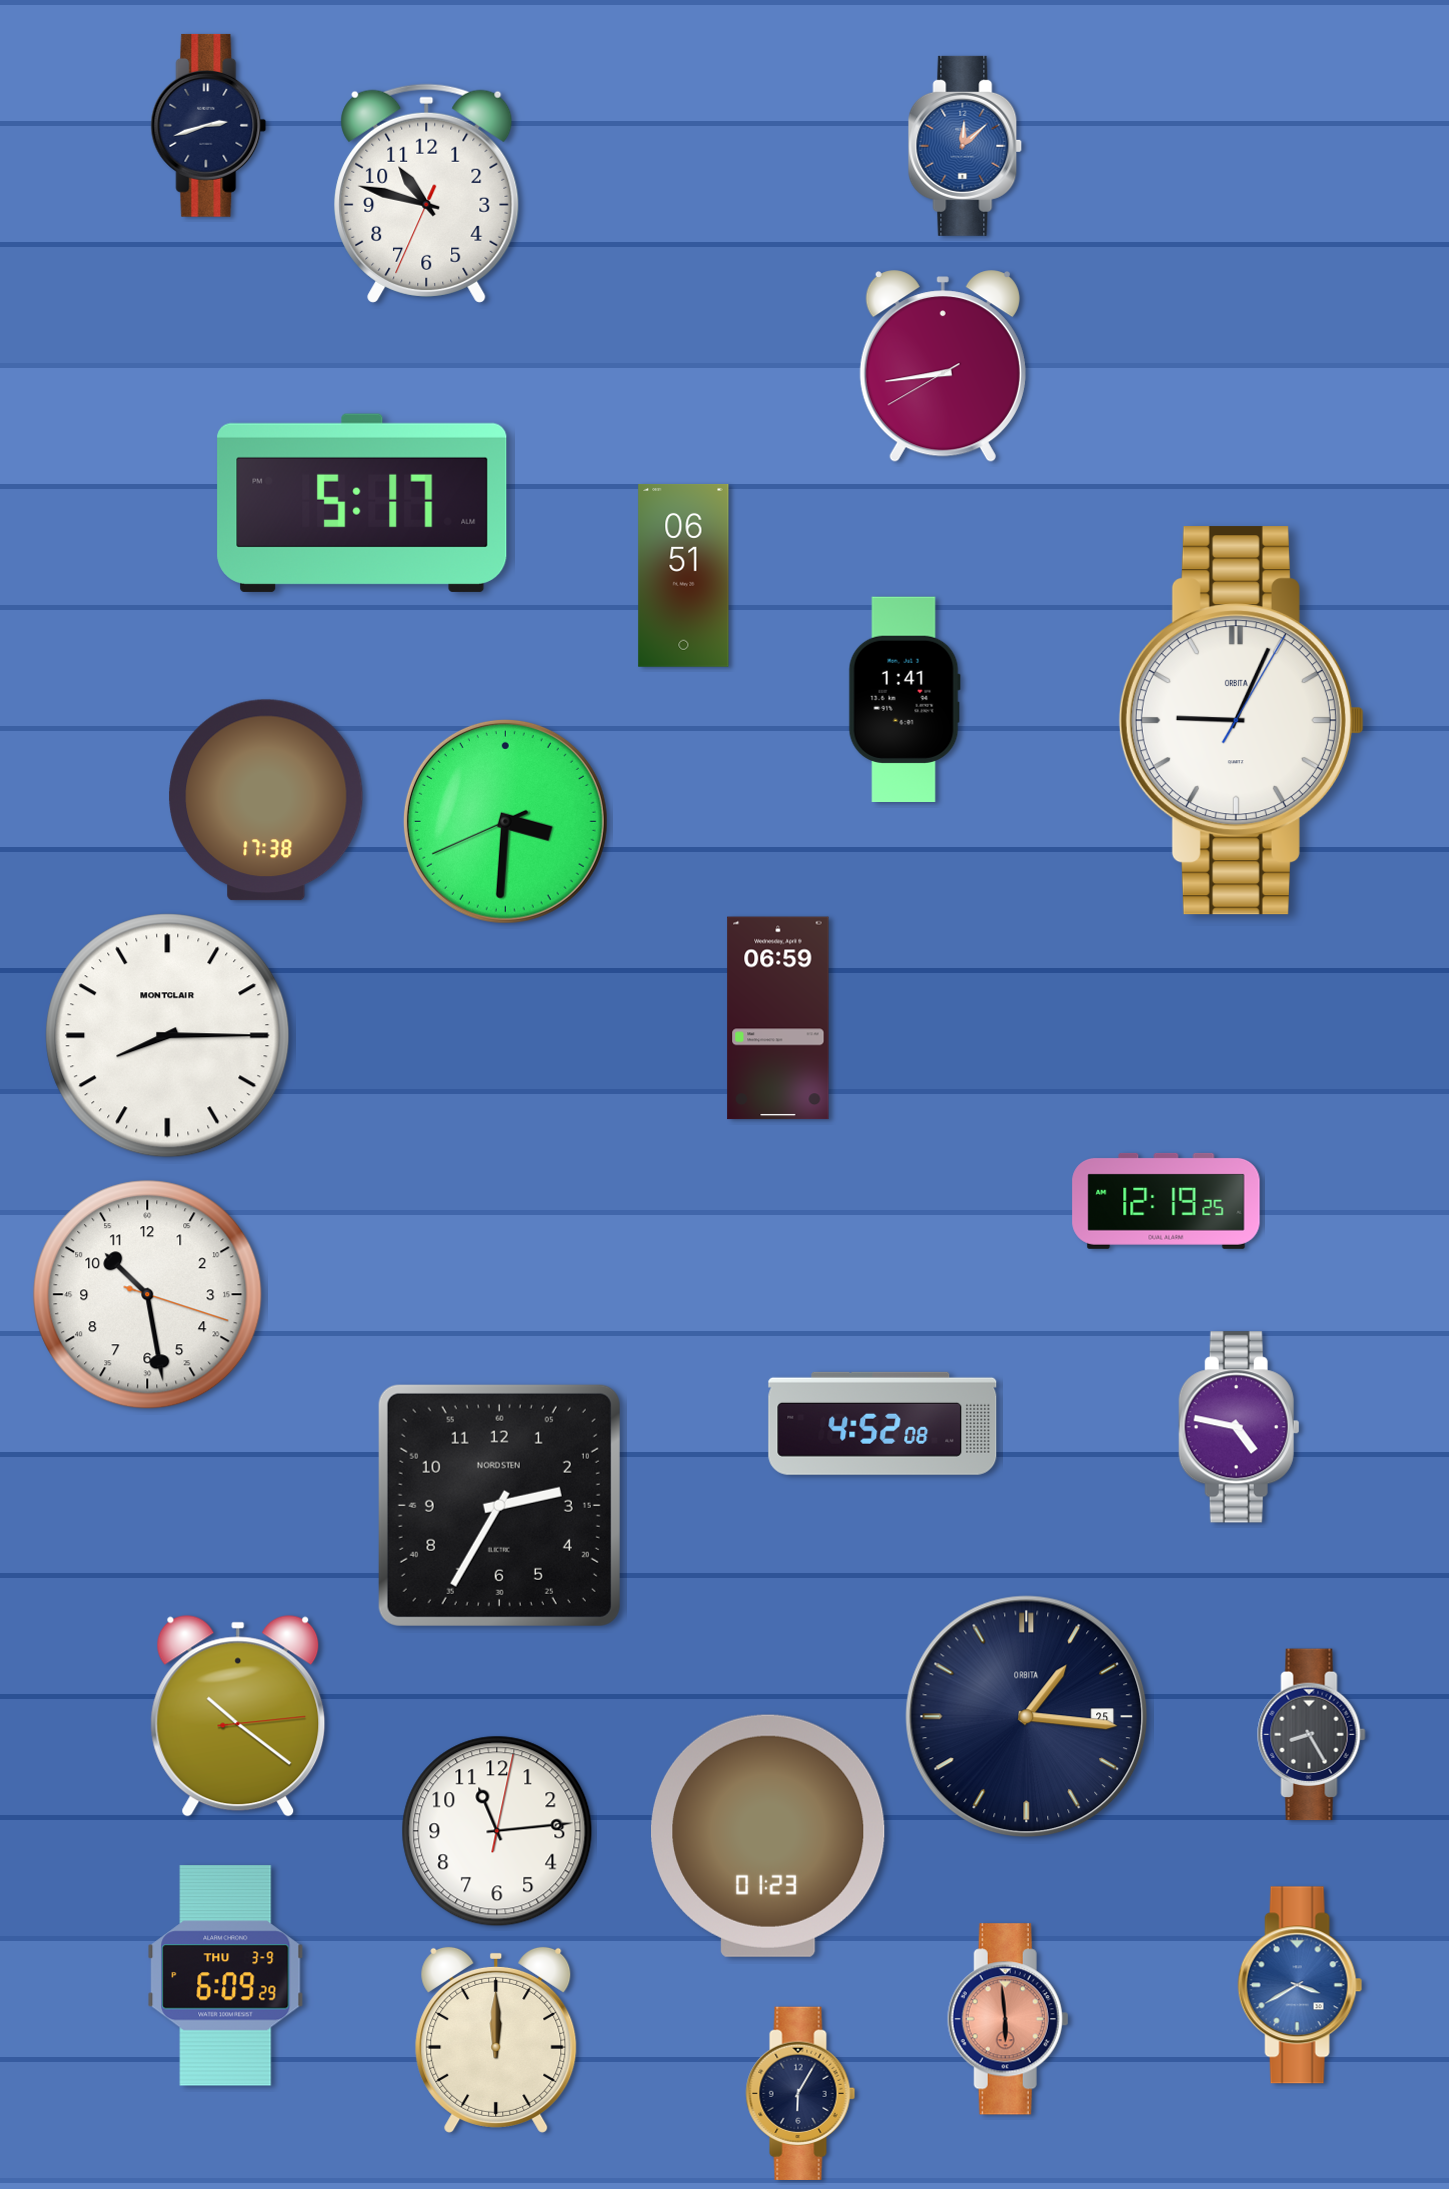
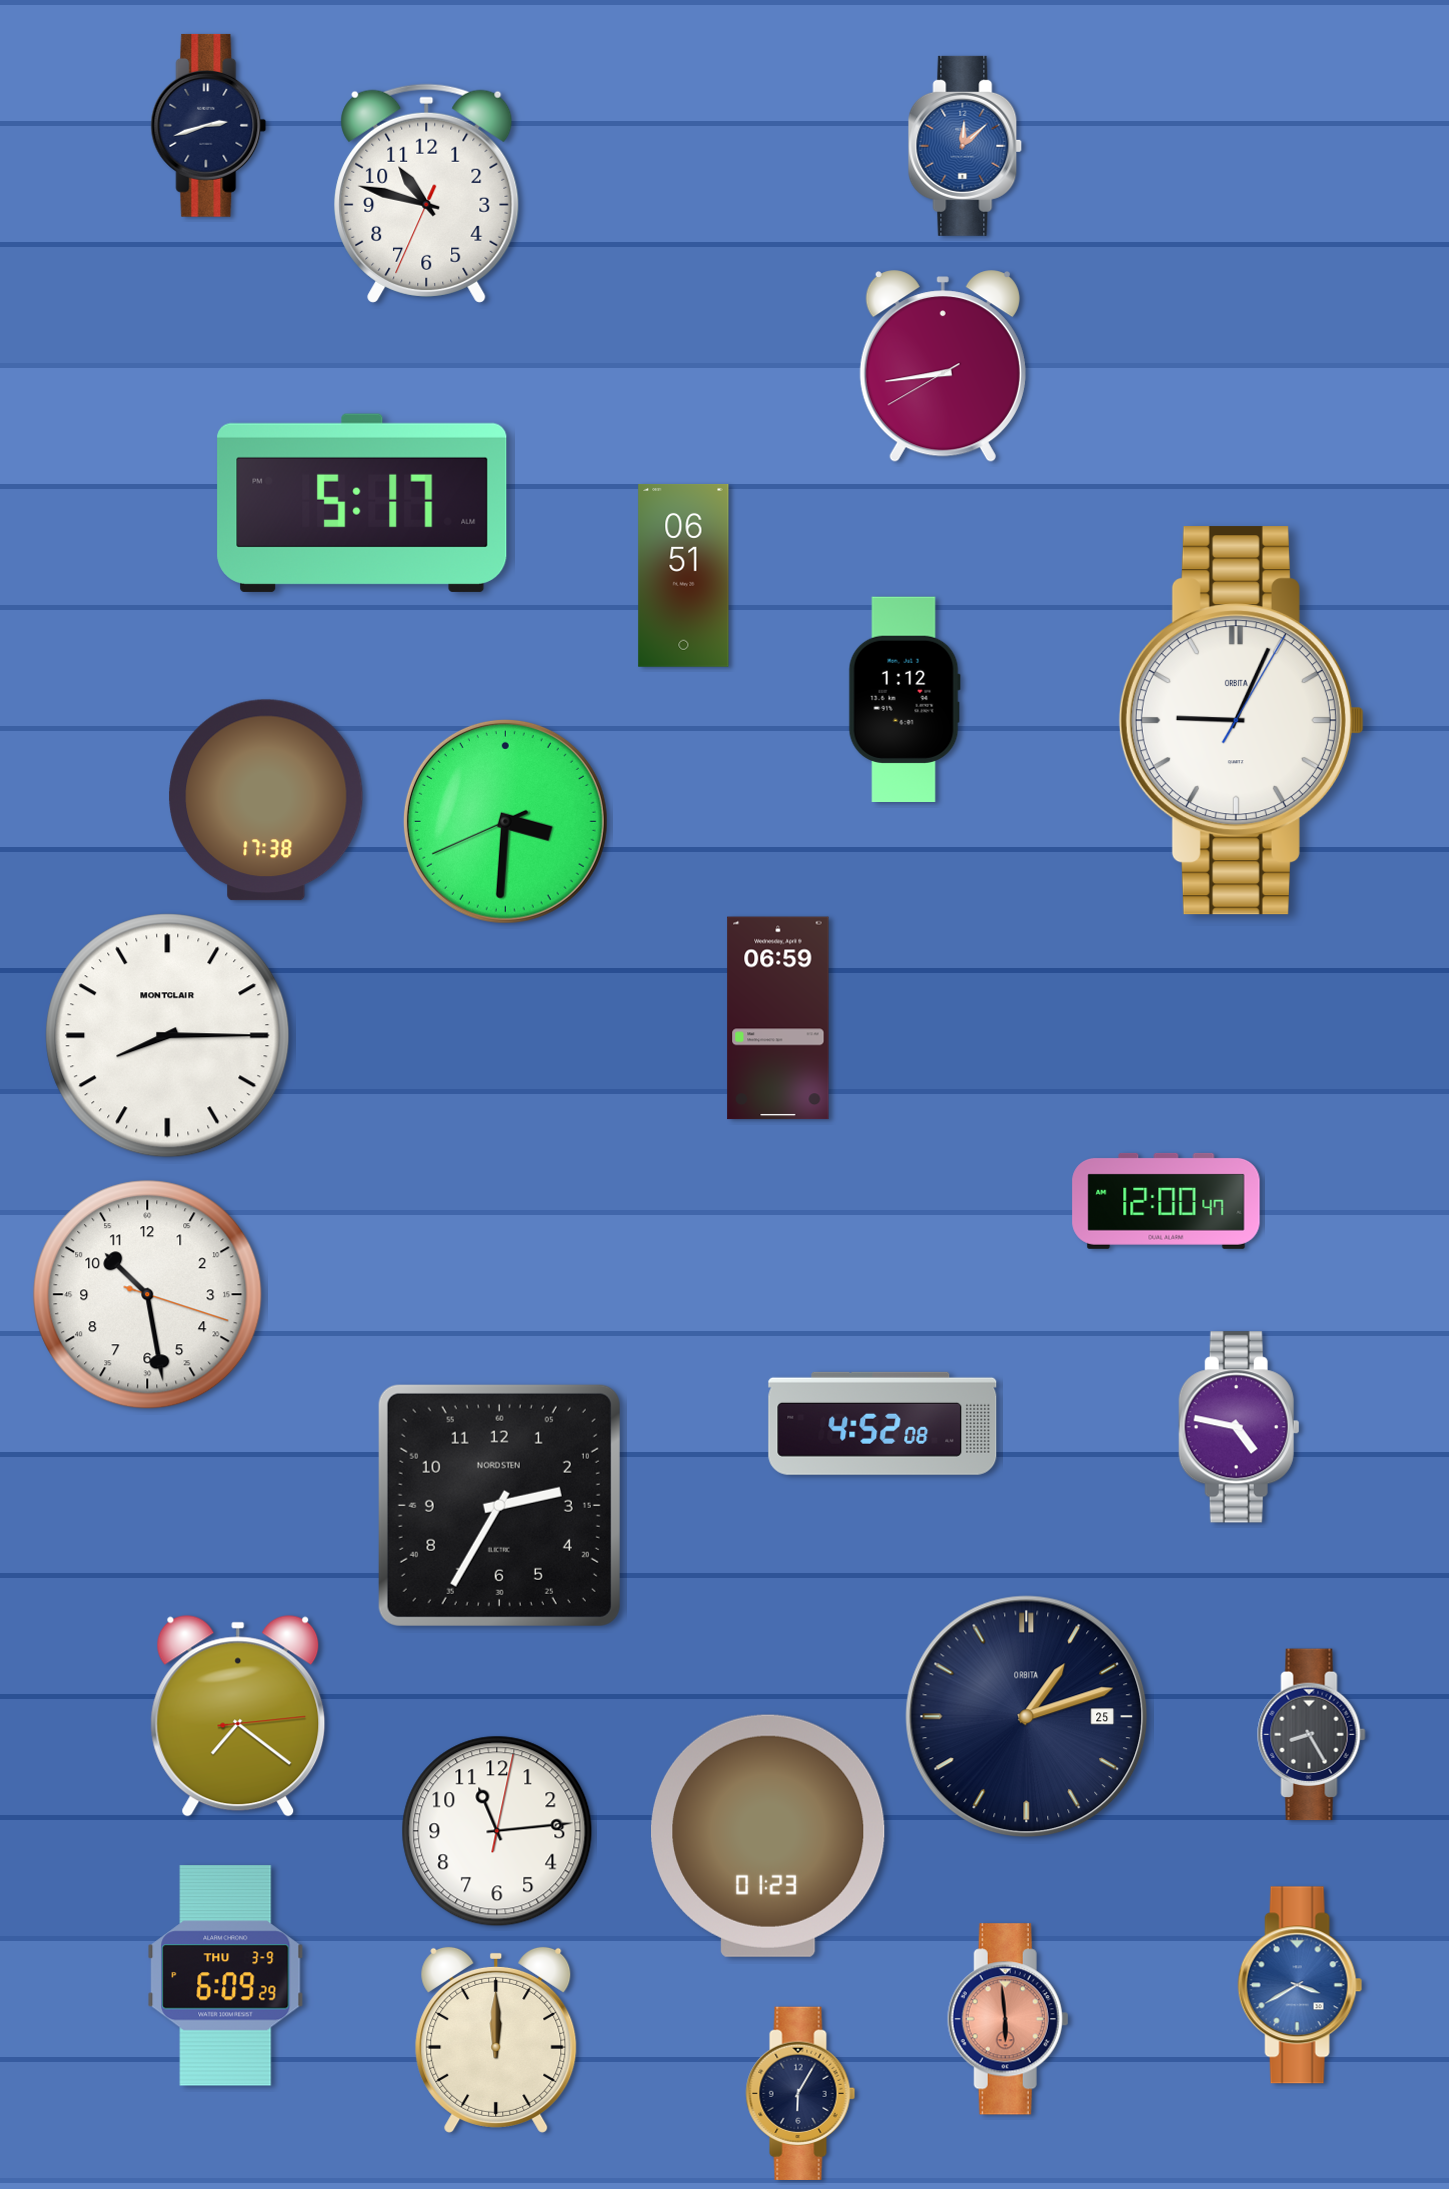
clock at (904, 700): 1:41 -> 1:12
clock at (1166, 1201): 12:19 -> 12:00
clock at (238, 1716): 10:21 -> 7:21
clock at (1027, 1717): 1:16 -> 1:12
